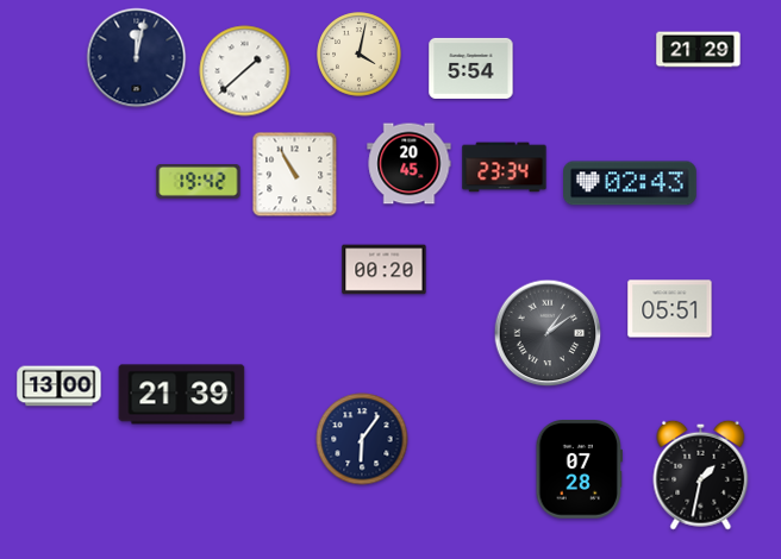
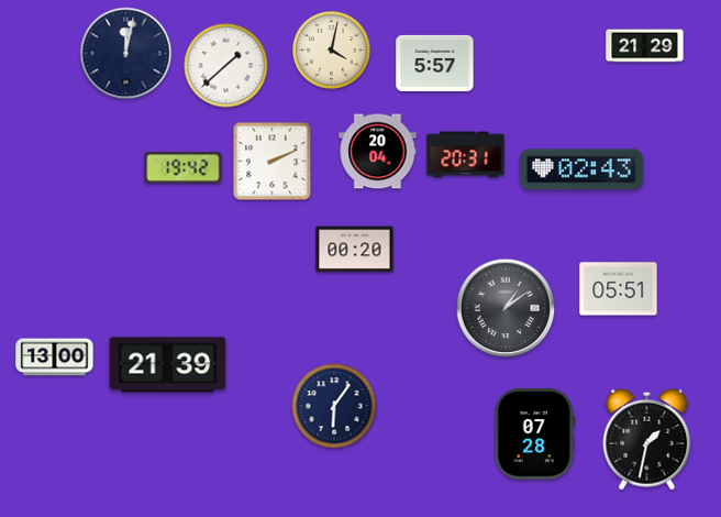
clock at (471, 68): 5:54 -> 5:57
clock at (410, 164): 20:45 -> 20:04
clock at (505, 168): 23:34 -> 20:31
clock at (295, 175): 10:55 -> 2:11
clock at (670, 309) position: (670, 309) -> (619, 289)
